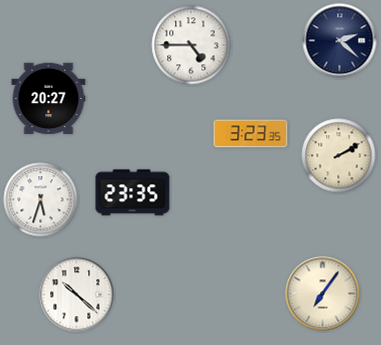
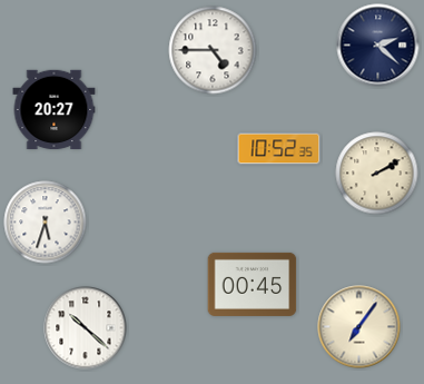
clock at (251, 134): 3:23 -> 10:52
clock at (133, 193): 23:35 -> none
clock at (253, 284): none -> 00:45
